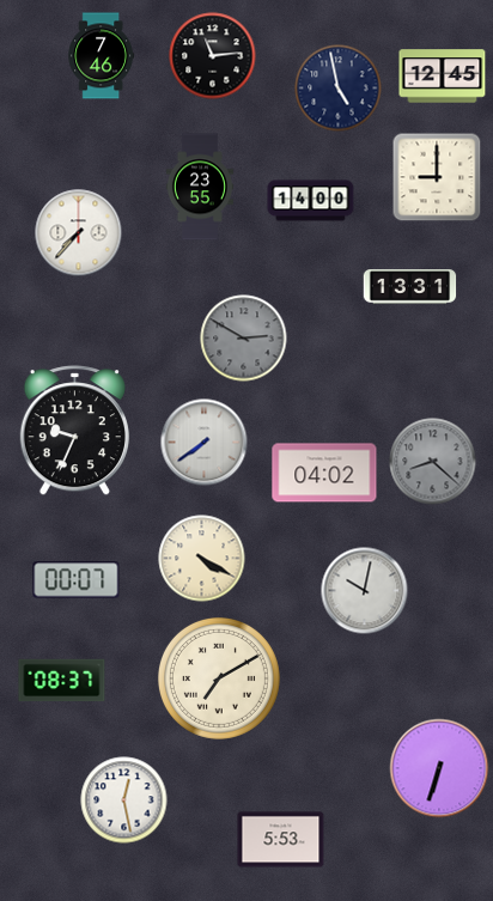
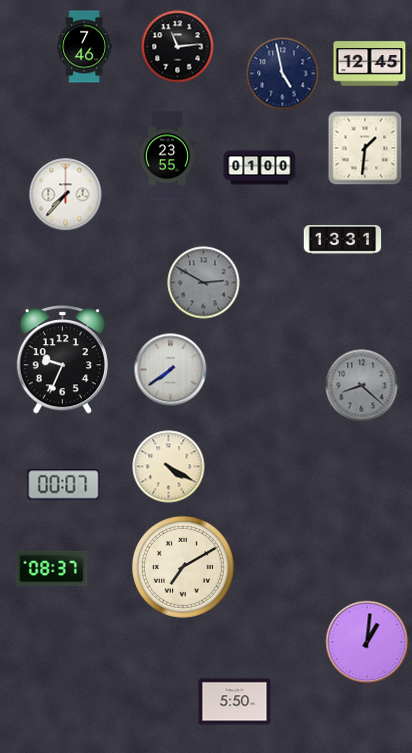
clock at (437, 177): 9:00 -> 1:31
clock at (311, 201): 14:00 -> 01:00
clock at (324, 473): 04:02 -> none
clock at (365, 591): 10:02 -> none
clock at (439, 768): 6:33 -> 1:01
clock at (124, 800): 12:28 -> none
clock at (281, 840): 5:53 -> 5:50
